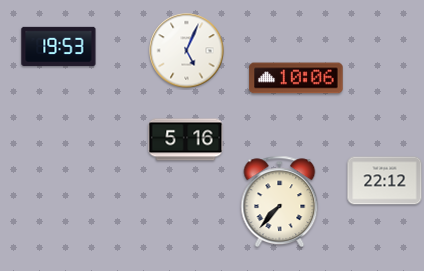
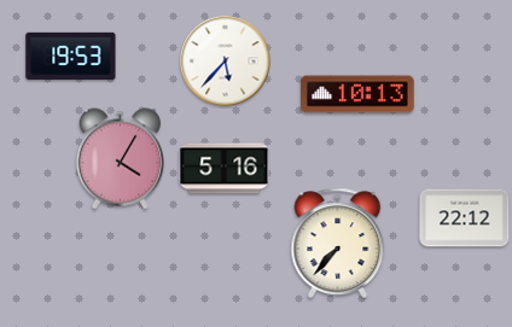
clock at (187, 51): 5:04 -> 5:37
clock at (296, 78): 10:06 -> 10:13
clock at (120, 159): none -> 4:05
